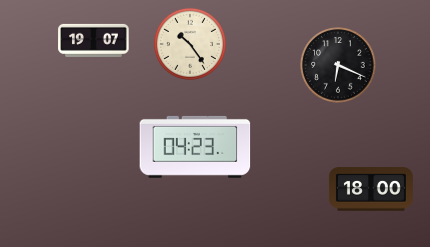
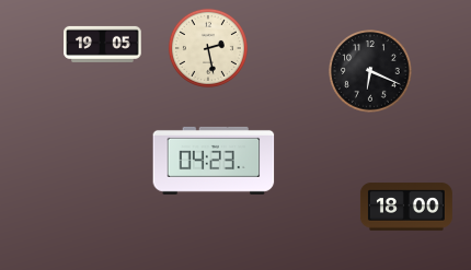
clock at (94, 40): 19:07 -> 19:05
clock at (190, 44): 10:24 -> 2:28
